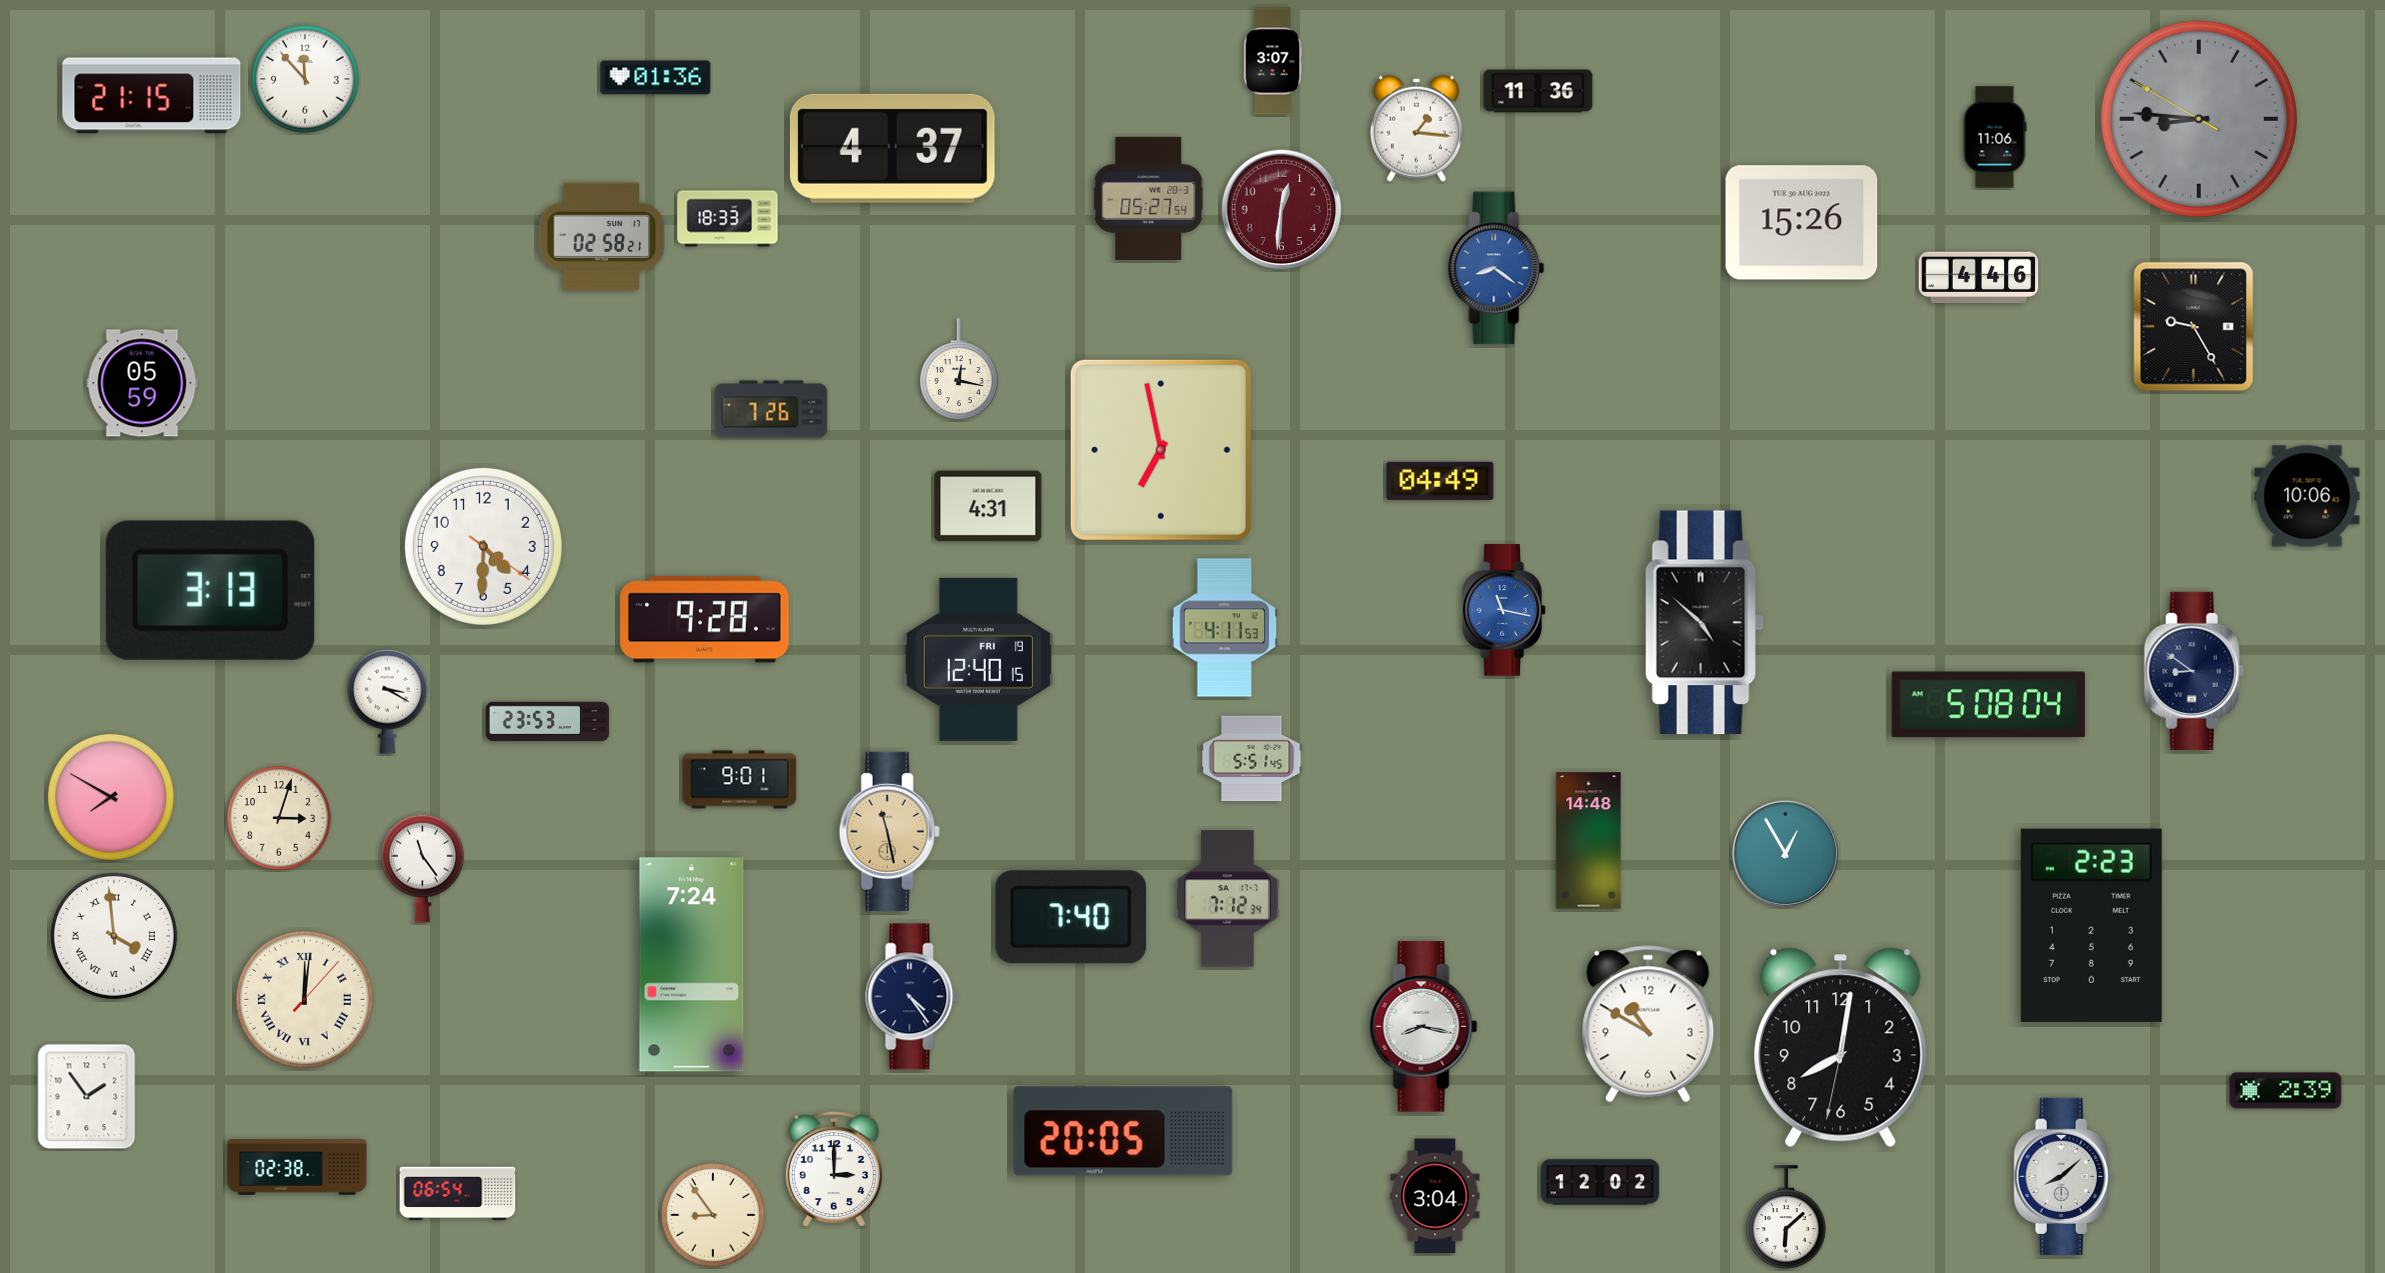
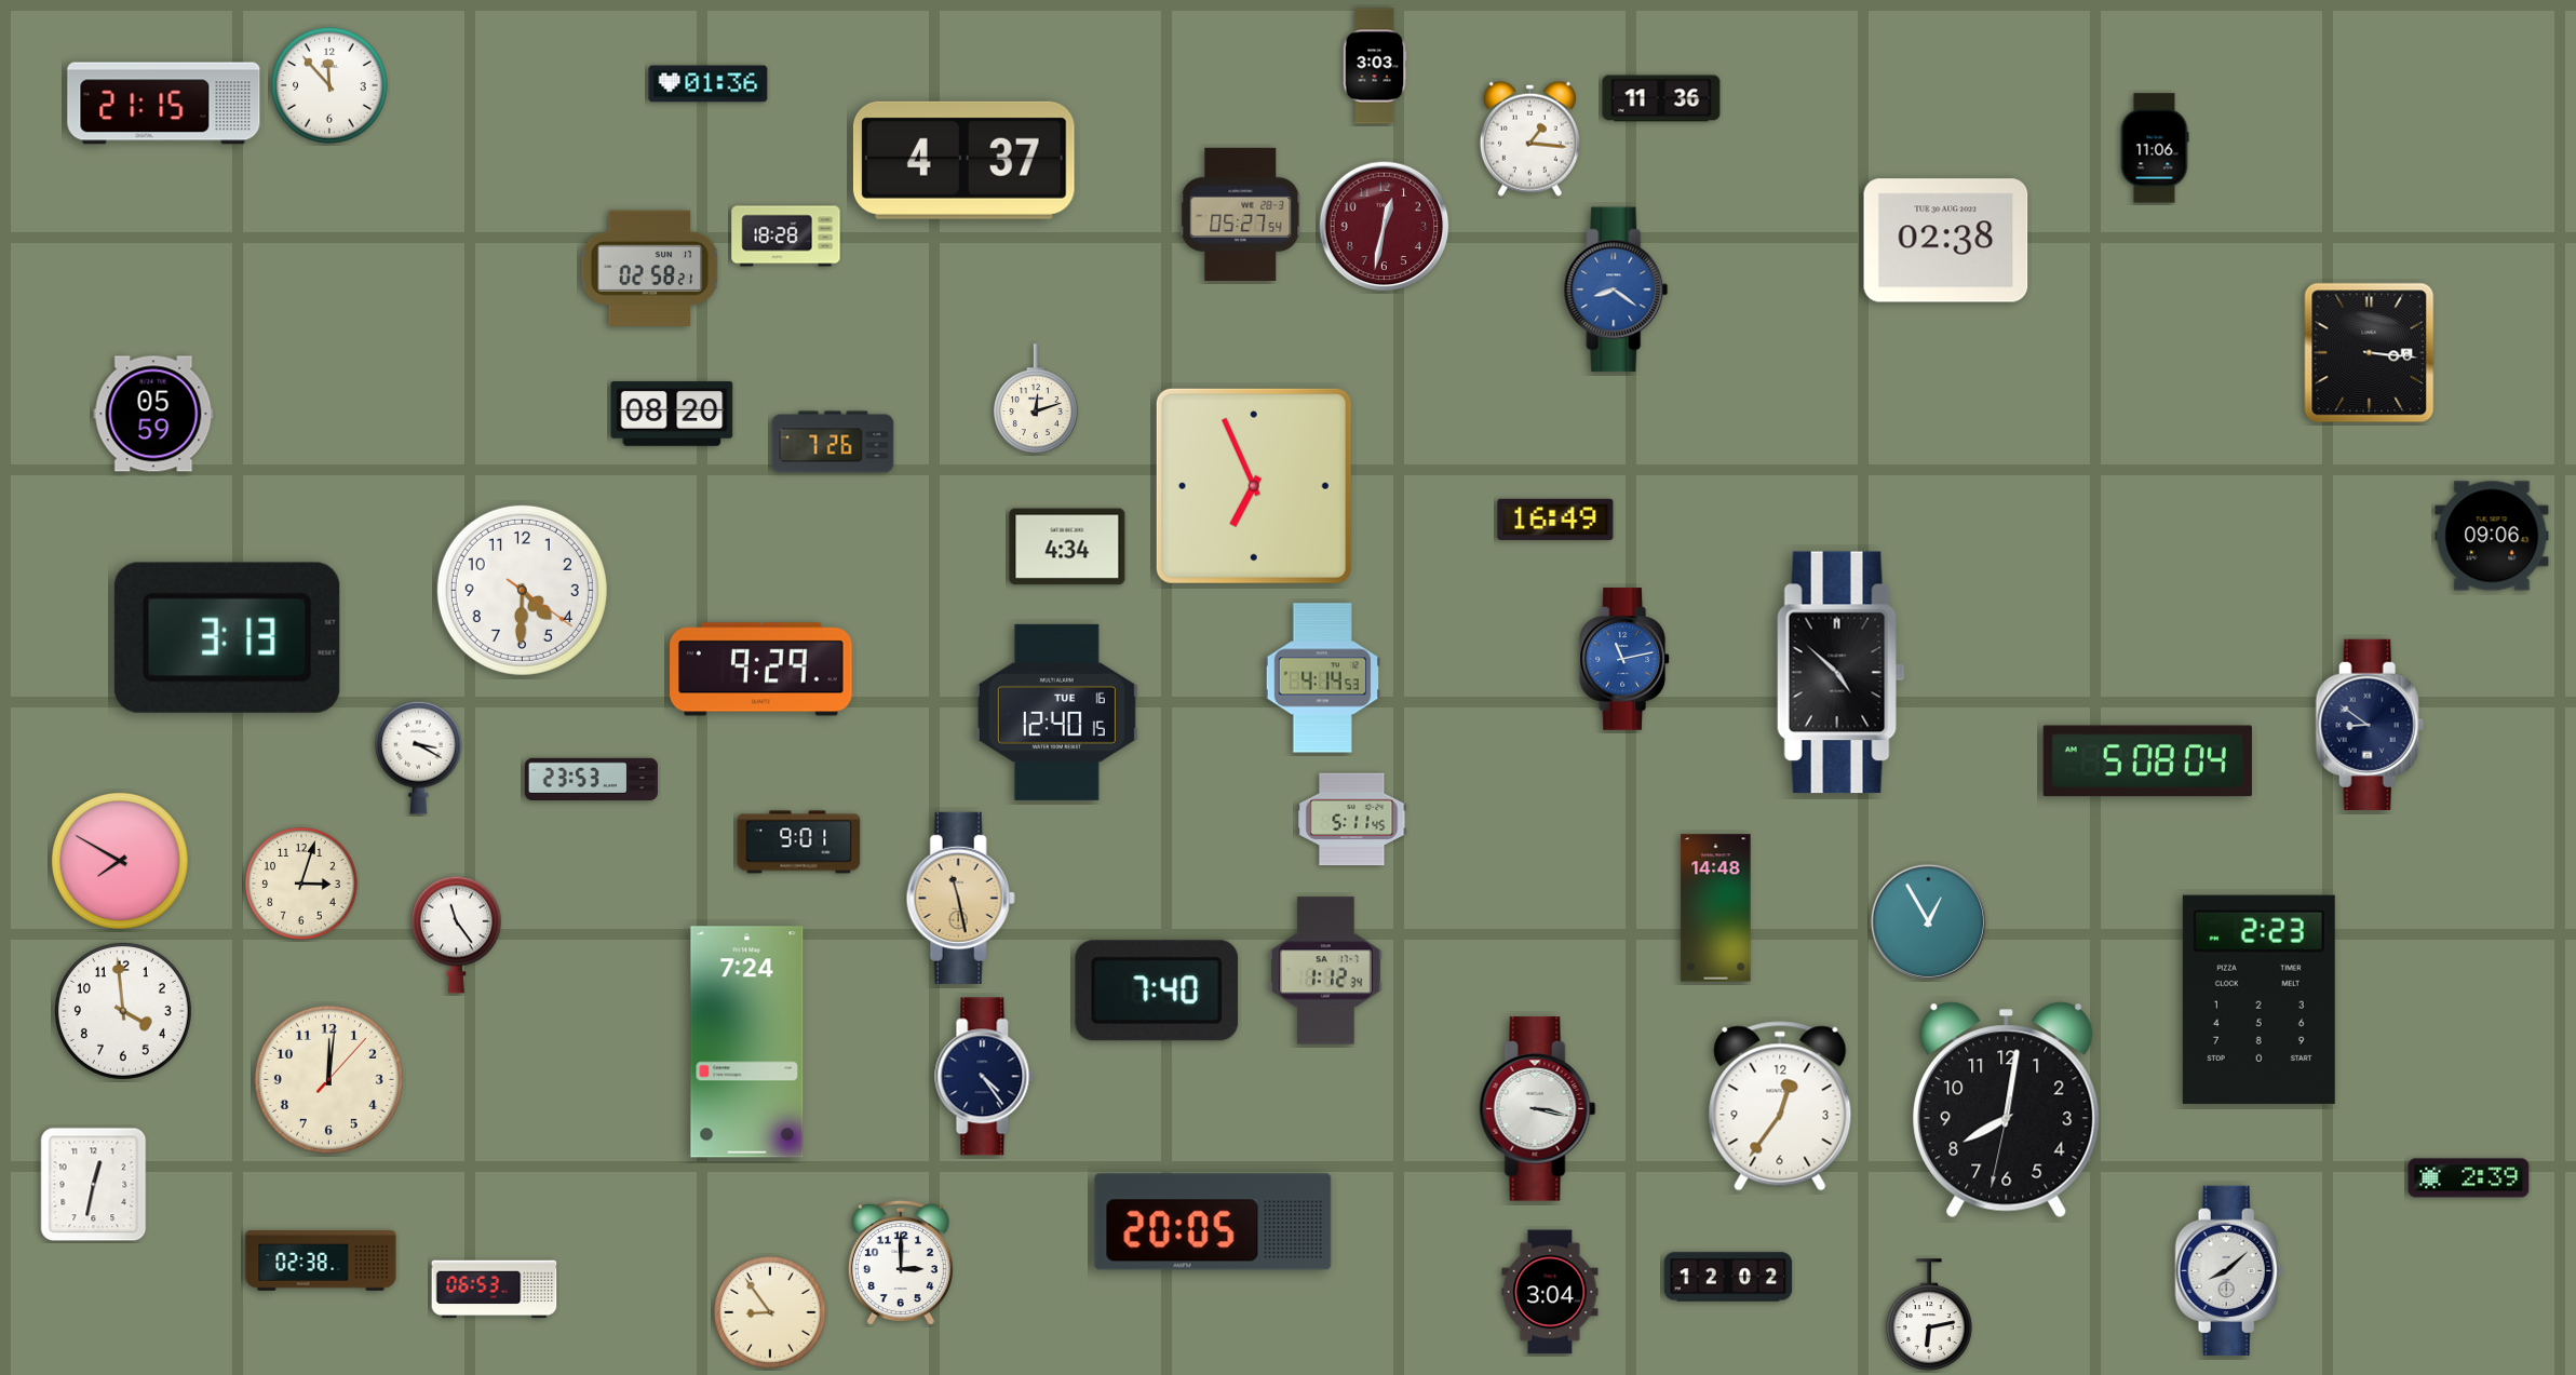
clock at (1273, 61): 3:07 -> 3:03
clock at (2199, 119): 8:45 -> none
clock at (1282, 210): 12:31 -> 12:32
clock at (728, 219): 18:33 -> 18:28
clock at (1802, 223): 15:26 -> 02:38
clock at (602, 237) position: (602, 237) -> (650, 269)
clock at (1979, 278): 4:46 -> none
clock at (2194, 327): 9:25 -> 3:16
clock at (959, 369): 12:17 -> 12:12
clock at (672, 414): none -> 08:20
clock at (1161, 450): 6:58 -> 6:56
clock at (1440, 481): 04:49 -> 16:49
clock at (2307, 496): 10:06 -> 09:06
clock at (988, 506): 4:31 -> 4:34
clock at (1504, 610): 11:17 -> 11:13
clock at (705, 620): 9:28 -> 9:29
clock at (1225, 628): 4:11 -> 4:14
clock at (978, 659) date: FRI 19 -> TUE 16
clock at (1252, 759): 5:51 -> 5:11
clock at (423, 868) position: (423, 868) -> (457, 934)
clock at (1227, 899): 7:12 -> 1:12
clock at (114, 936) numerals: Roman -> Arabic
clock at (304, 999) numerals: Roman -> Arabic
clock at (1648, 1024): 10:50 -> 12:36
clock at (1424, 1027): 8:17 -> 3:17
clock at (1841, 1048) position: (1841, 1048) -> (2007, 1110)
clock at (87, 1097): 1:54 -> 12:32
clock at (458, 1194): 06:54 -> 06:53
clock at (1787, 1217): 6:08 -> 6:13
